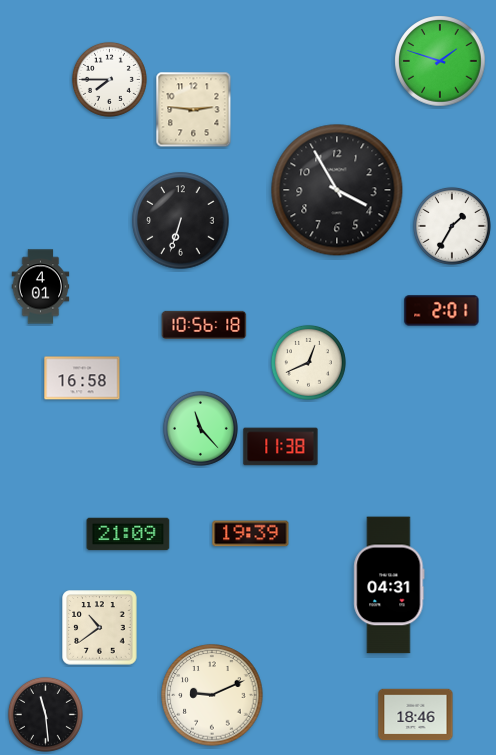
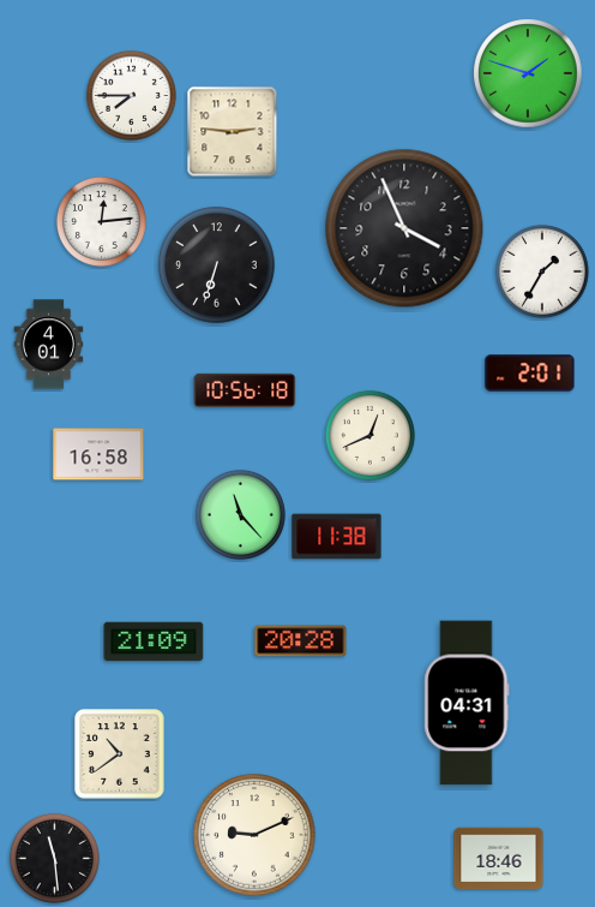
clock at (101, 221): none -> 12:14
clock at (337, 190): 3:55 -> 3:56
clock at (251, 534): 19:39 -> 20:28
